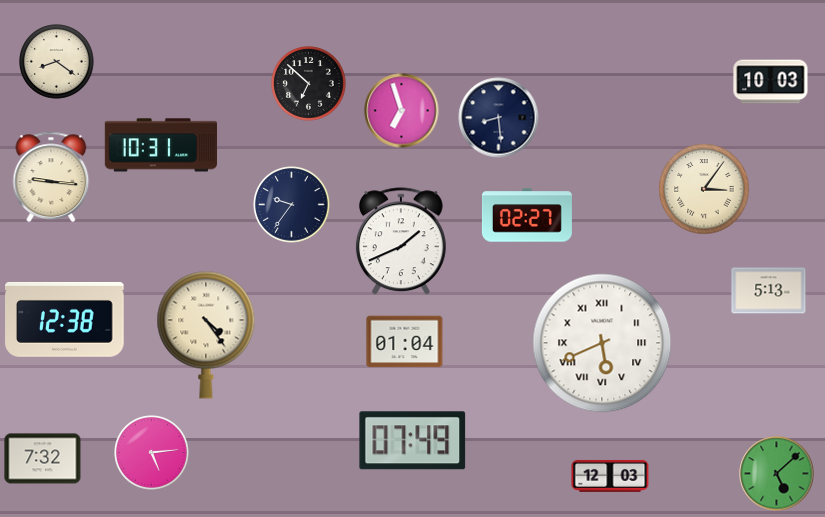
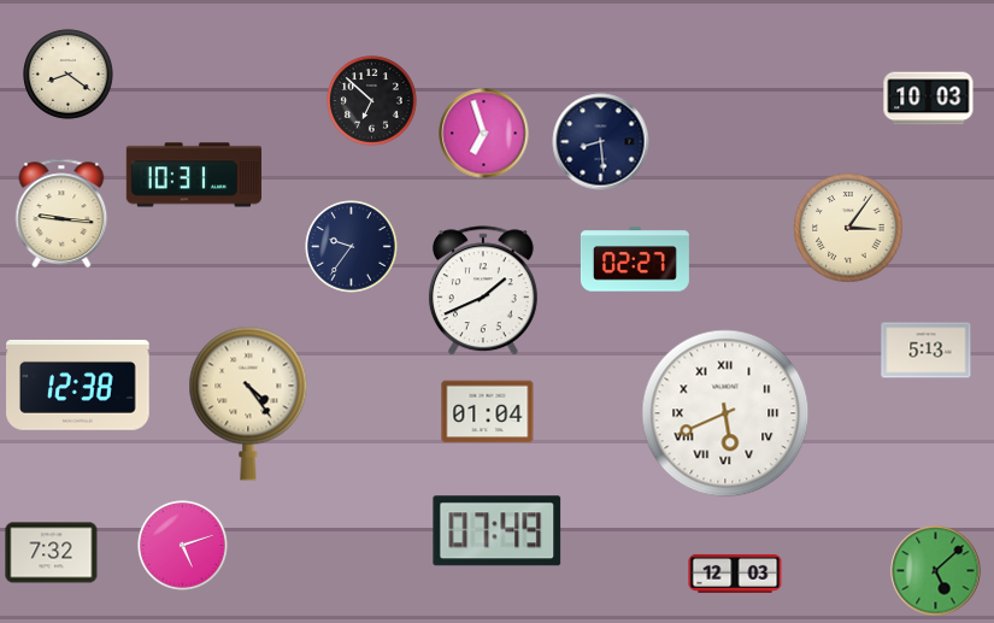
clock at (152, 453): 5:14 -> 5:12
